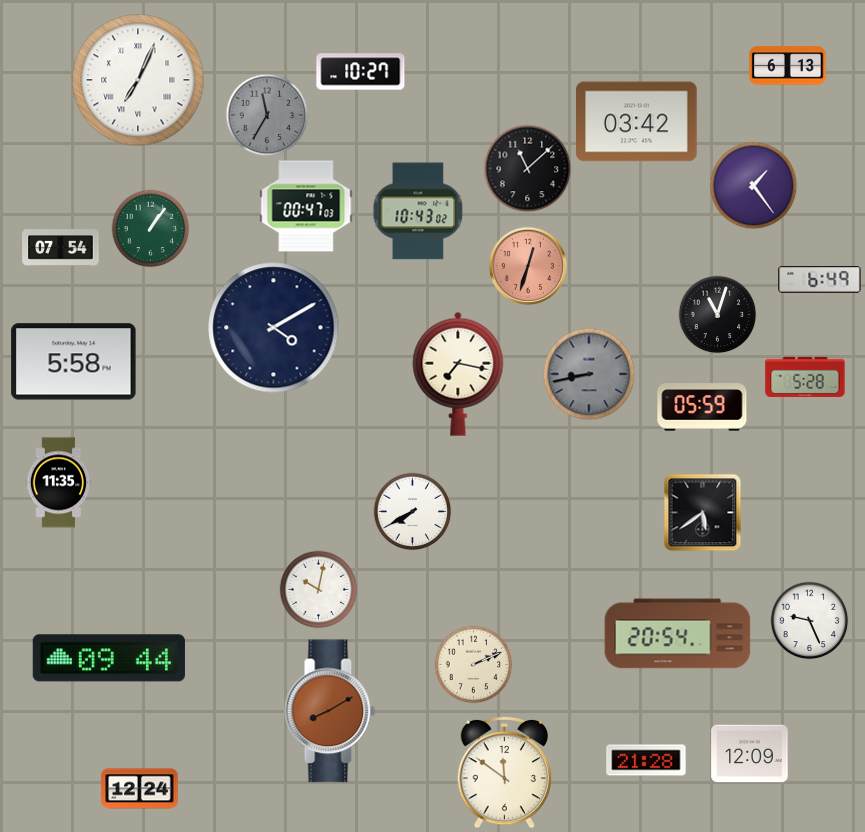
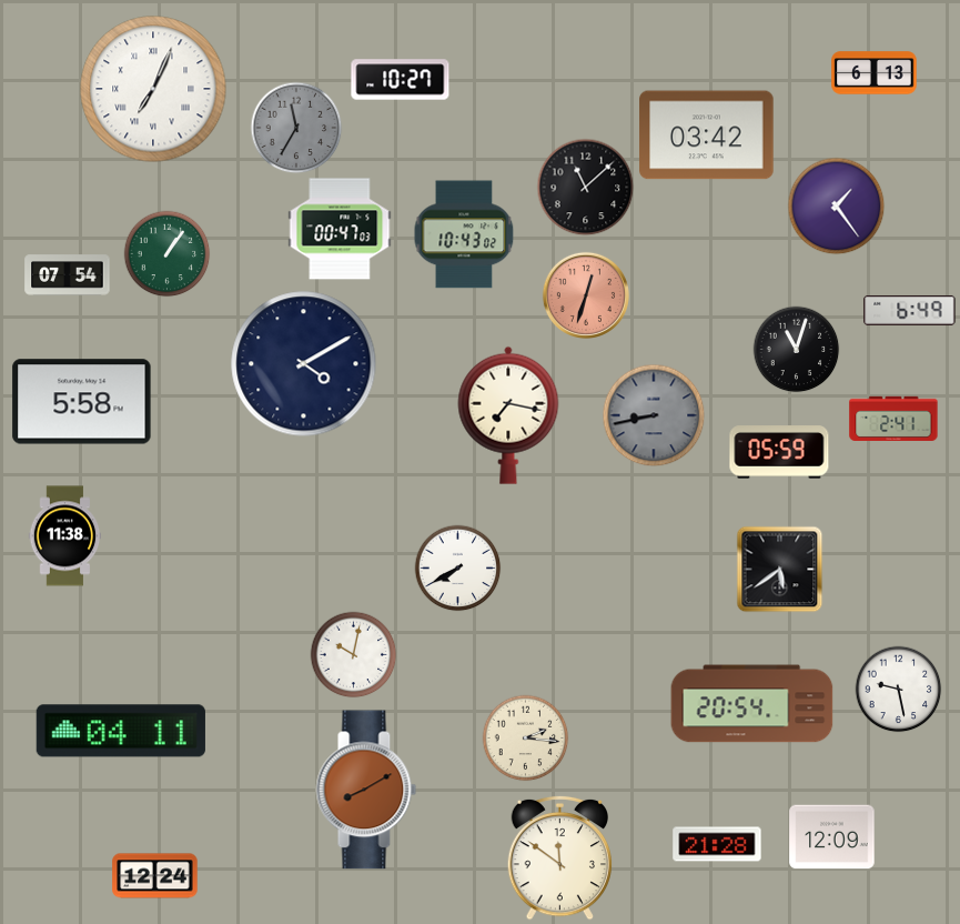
clock at (805, 377): 5:28 -> 2:41
clock at (59, 483): 11:35 -> 11:38
clock at (809, 620): 9:26 -> 9:28
clock at (109, 658): 09:44 -> 04:11
clock at (473, 664): 2:11 -> 2:16
